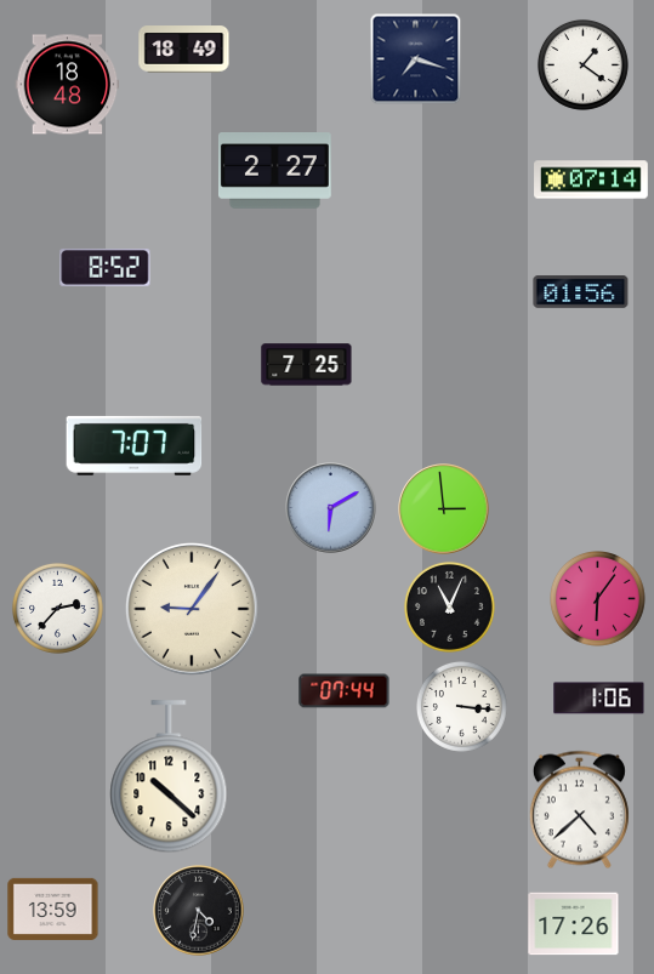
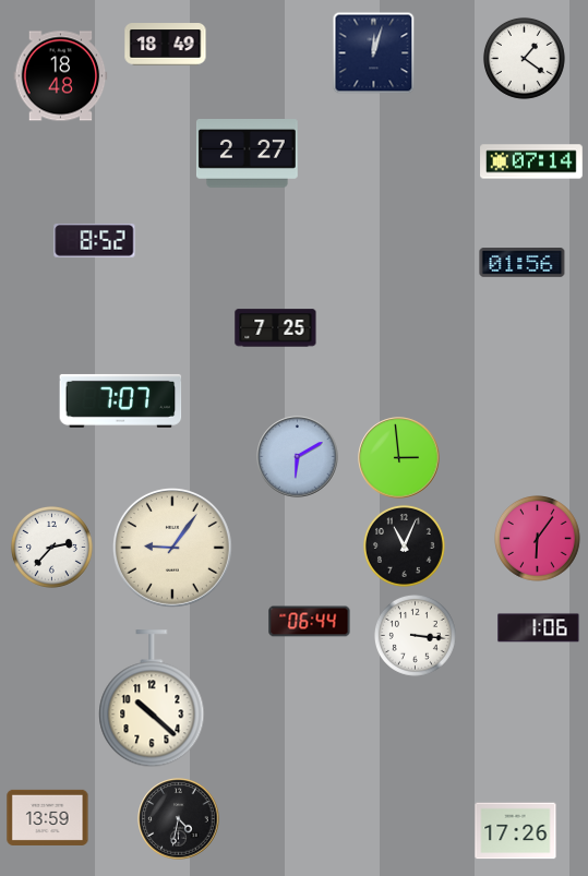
clock at (416, 59): 7:18 -> 12:03
clock at (345, 691): 07:44 -> 06:44
clock at (579, 810): 4:38 -> none
